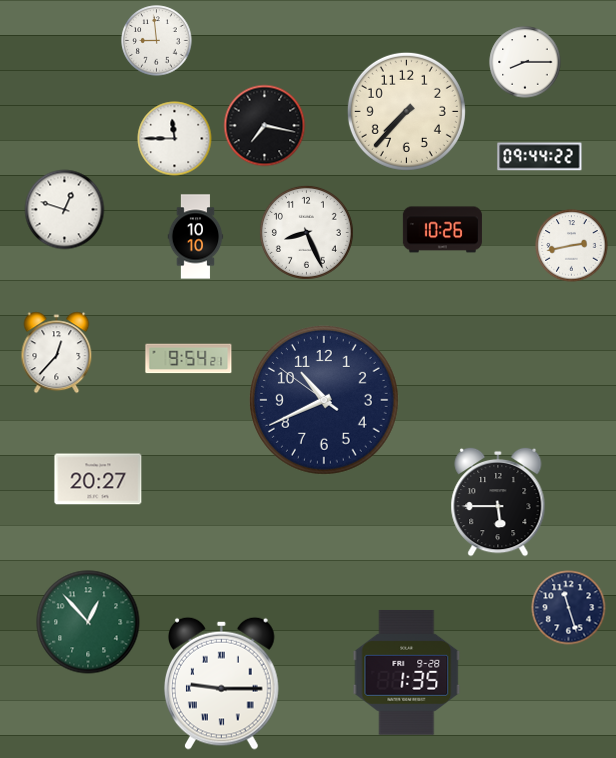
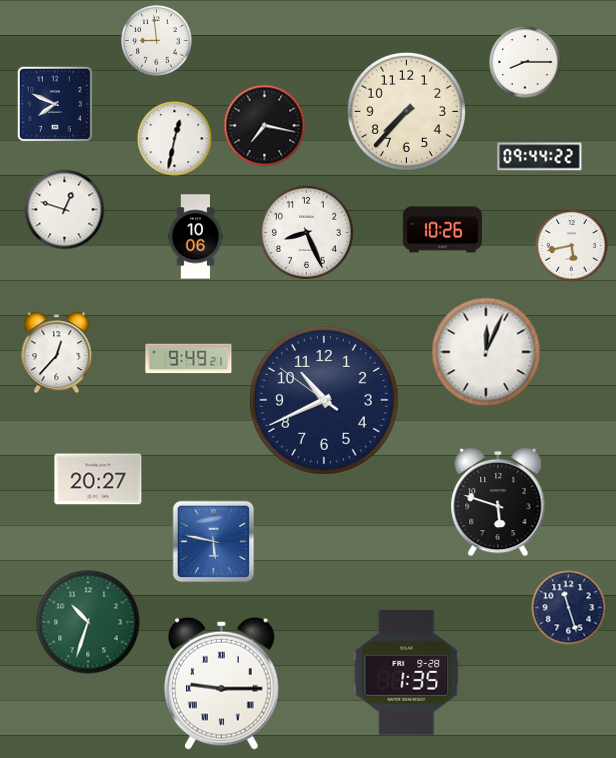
clock at (55, 104): none -> 7:49
clock at (175, 139): 11:45 -> 12:32
clock at (196, 237): 10:10 -> 10:06
clock at (572, 246): 2:43 -> 5:43
clock at (486, 352): none -> 12:04
clock at (189, 359): 9:54 -> 9:49
clock at (498, 502): 5:45 -> 5:48
clock at (214, 542): none -> 5:47
clock at (88, 622): 12:53 -> 10:33
